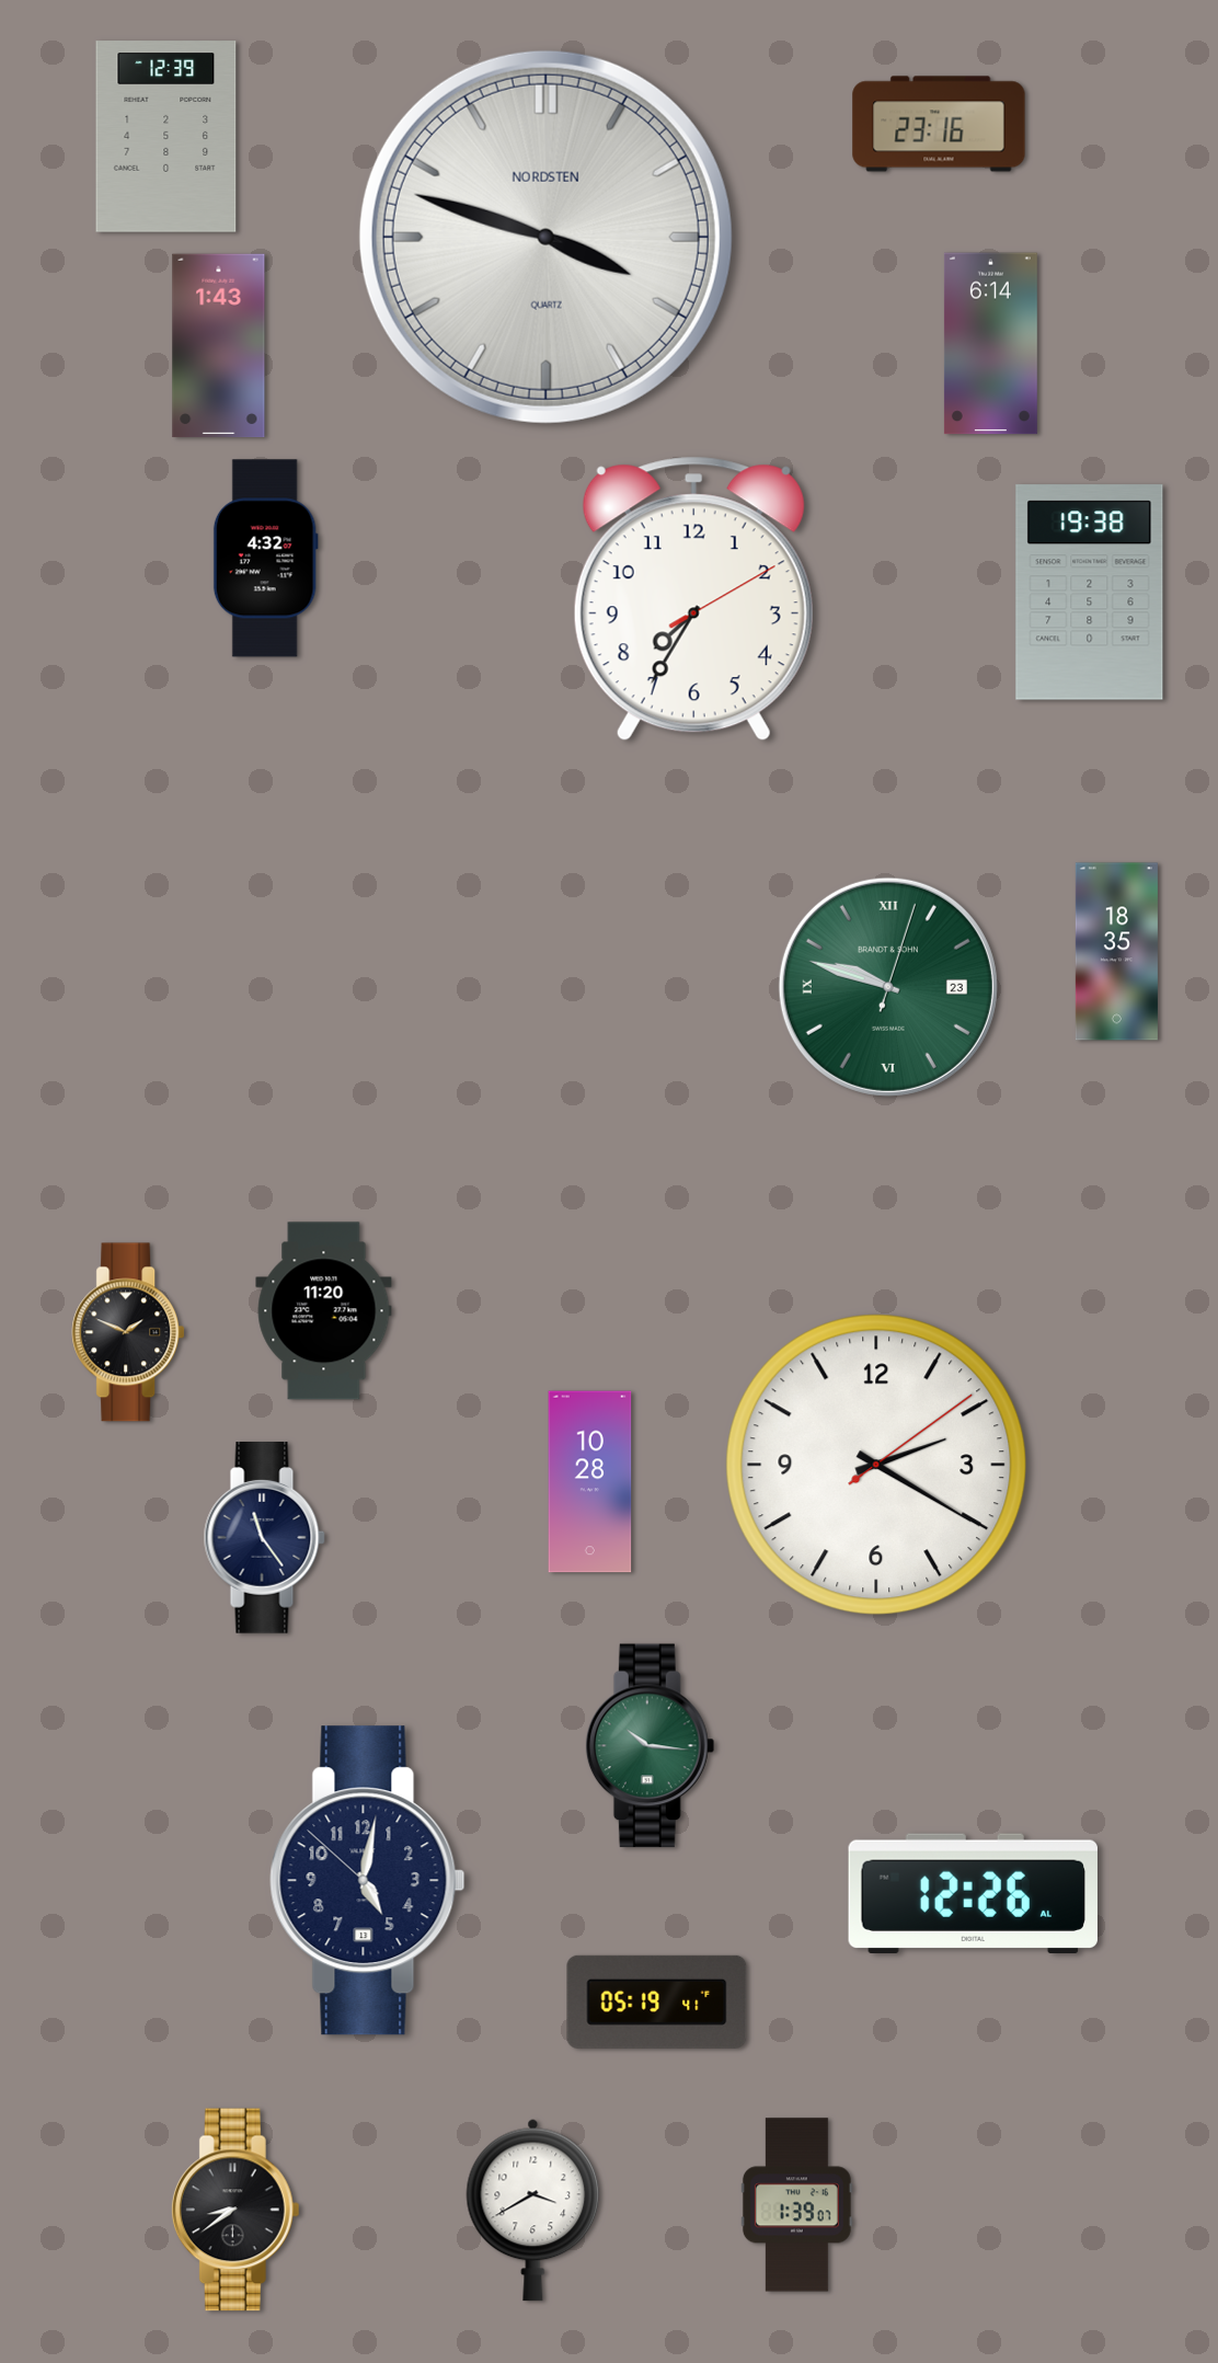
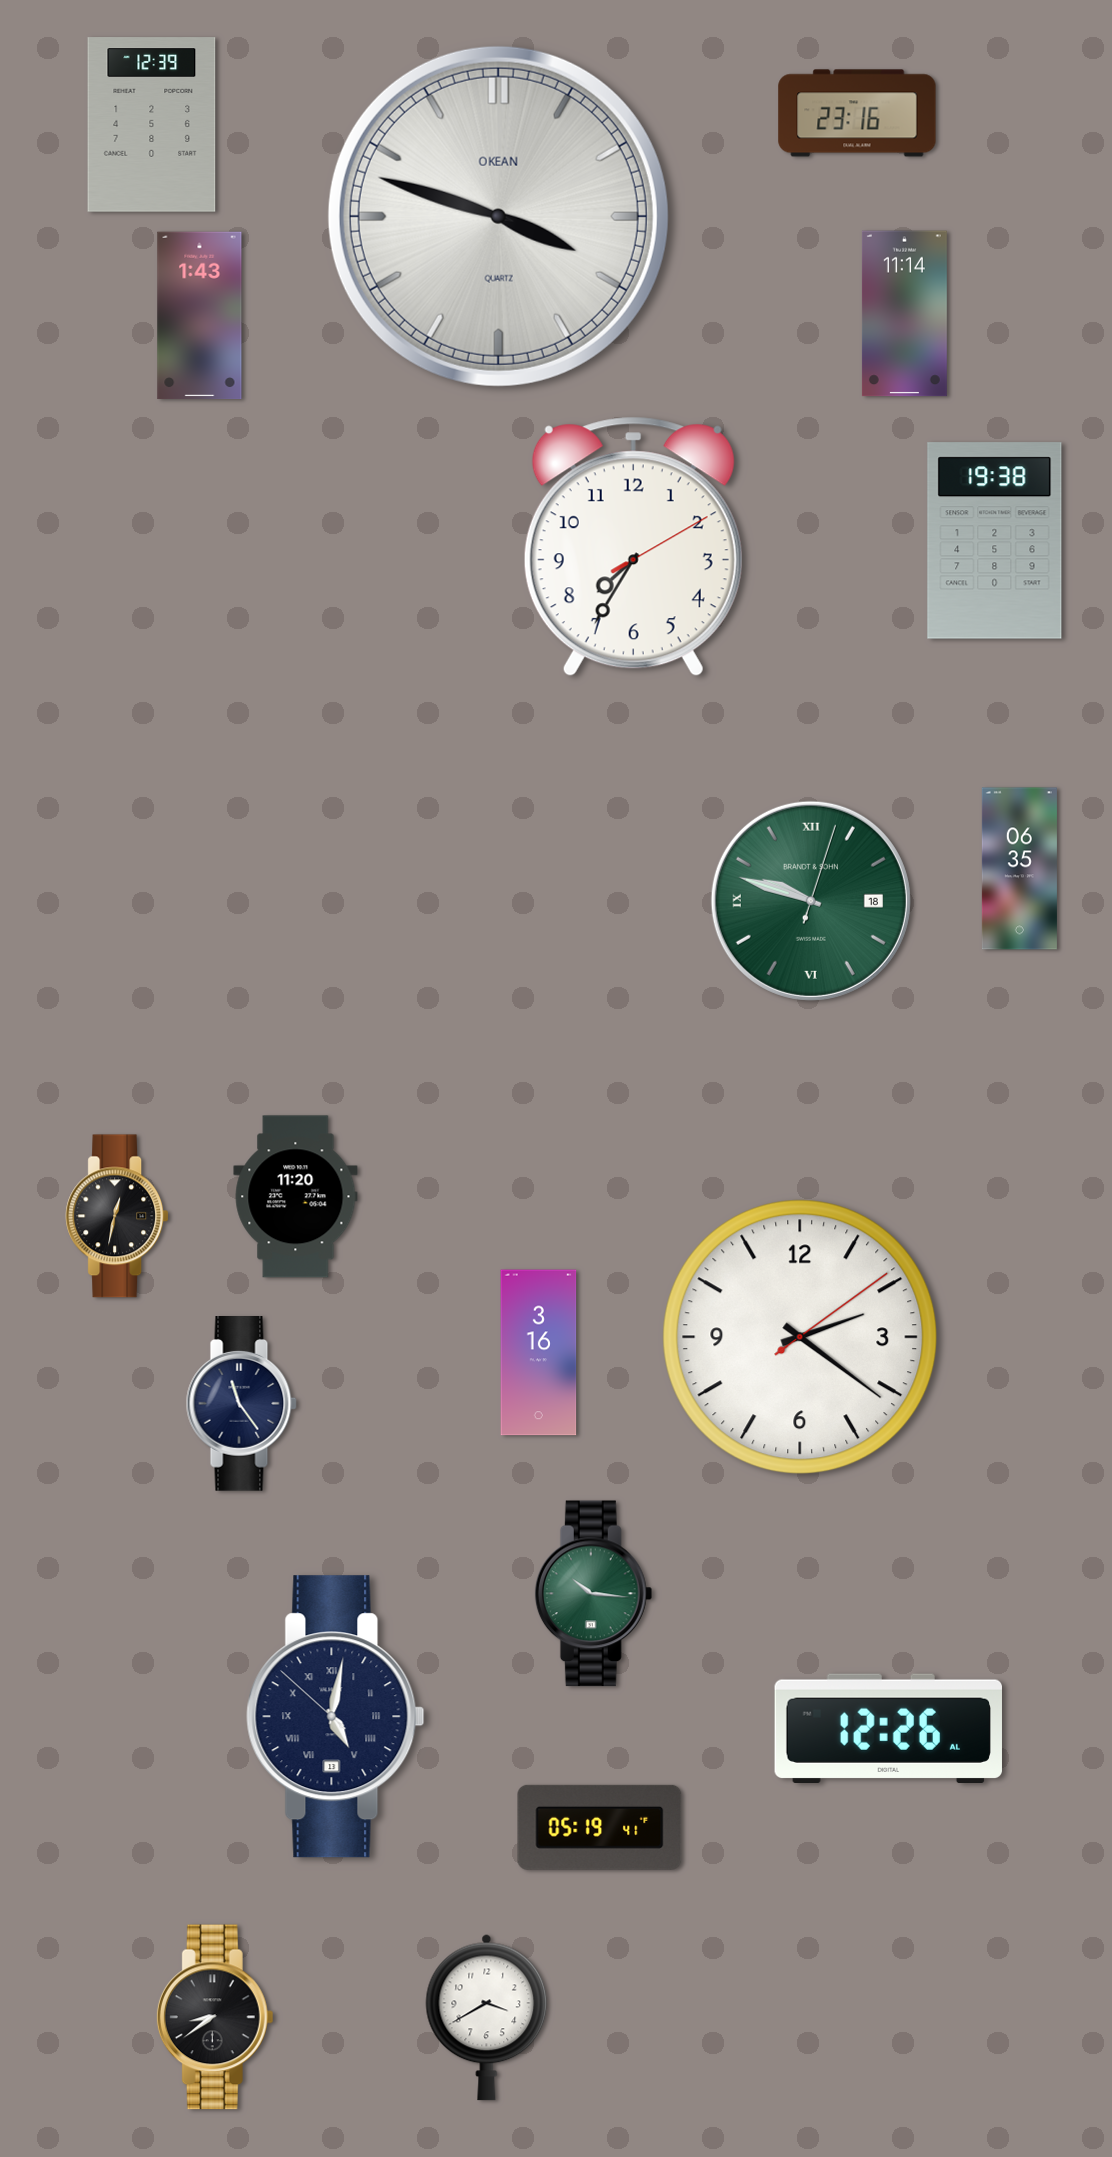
clock at (545, 237) brand: NORDSTEN -> OKEAN
clock at (990, 344): 6:14 -> 11:14
clock at (265, 559): 4:32 -> none
clock at (1116, 952): 18:35 -> 06:35
clock at (888, 987) date: 23 -> 18
clock at (128, 1332): 1:49 -> 12:32
clock at (876, 1465): 2:20 -> 2:21
clock at (590, 1482): 10:28 -> 3:16
clock at (368, 1881) numerals: Arabic -> Roman
clock at (796, 2205): 1:39 -> none
